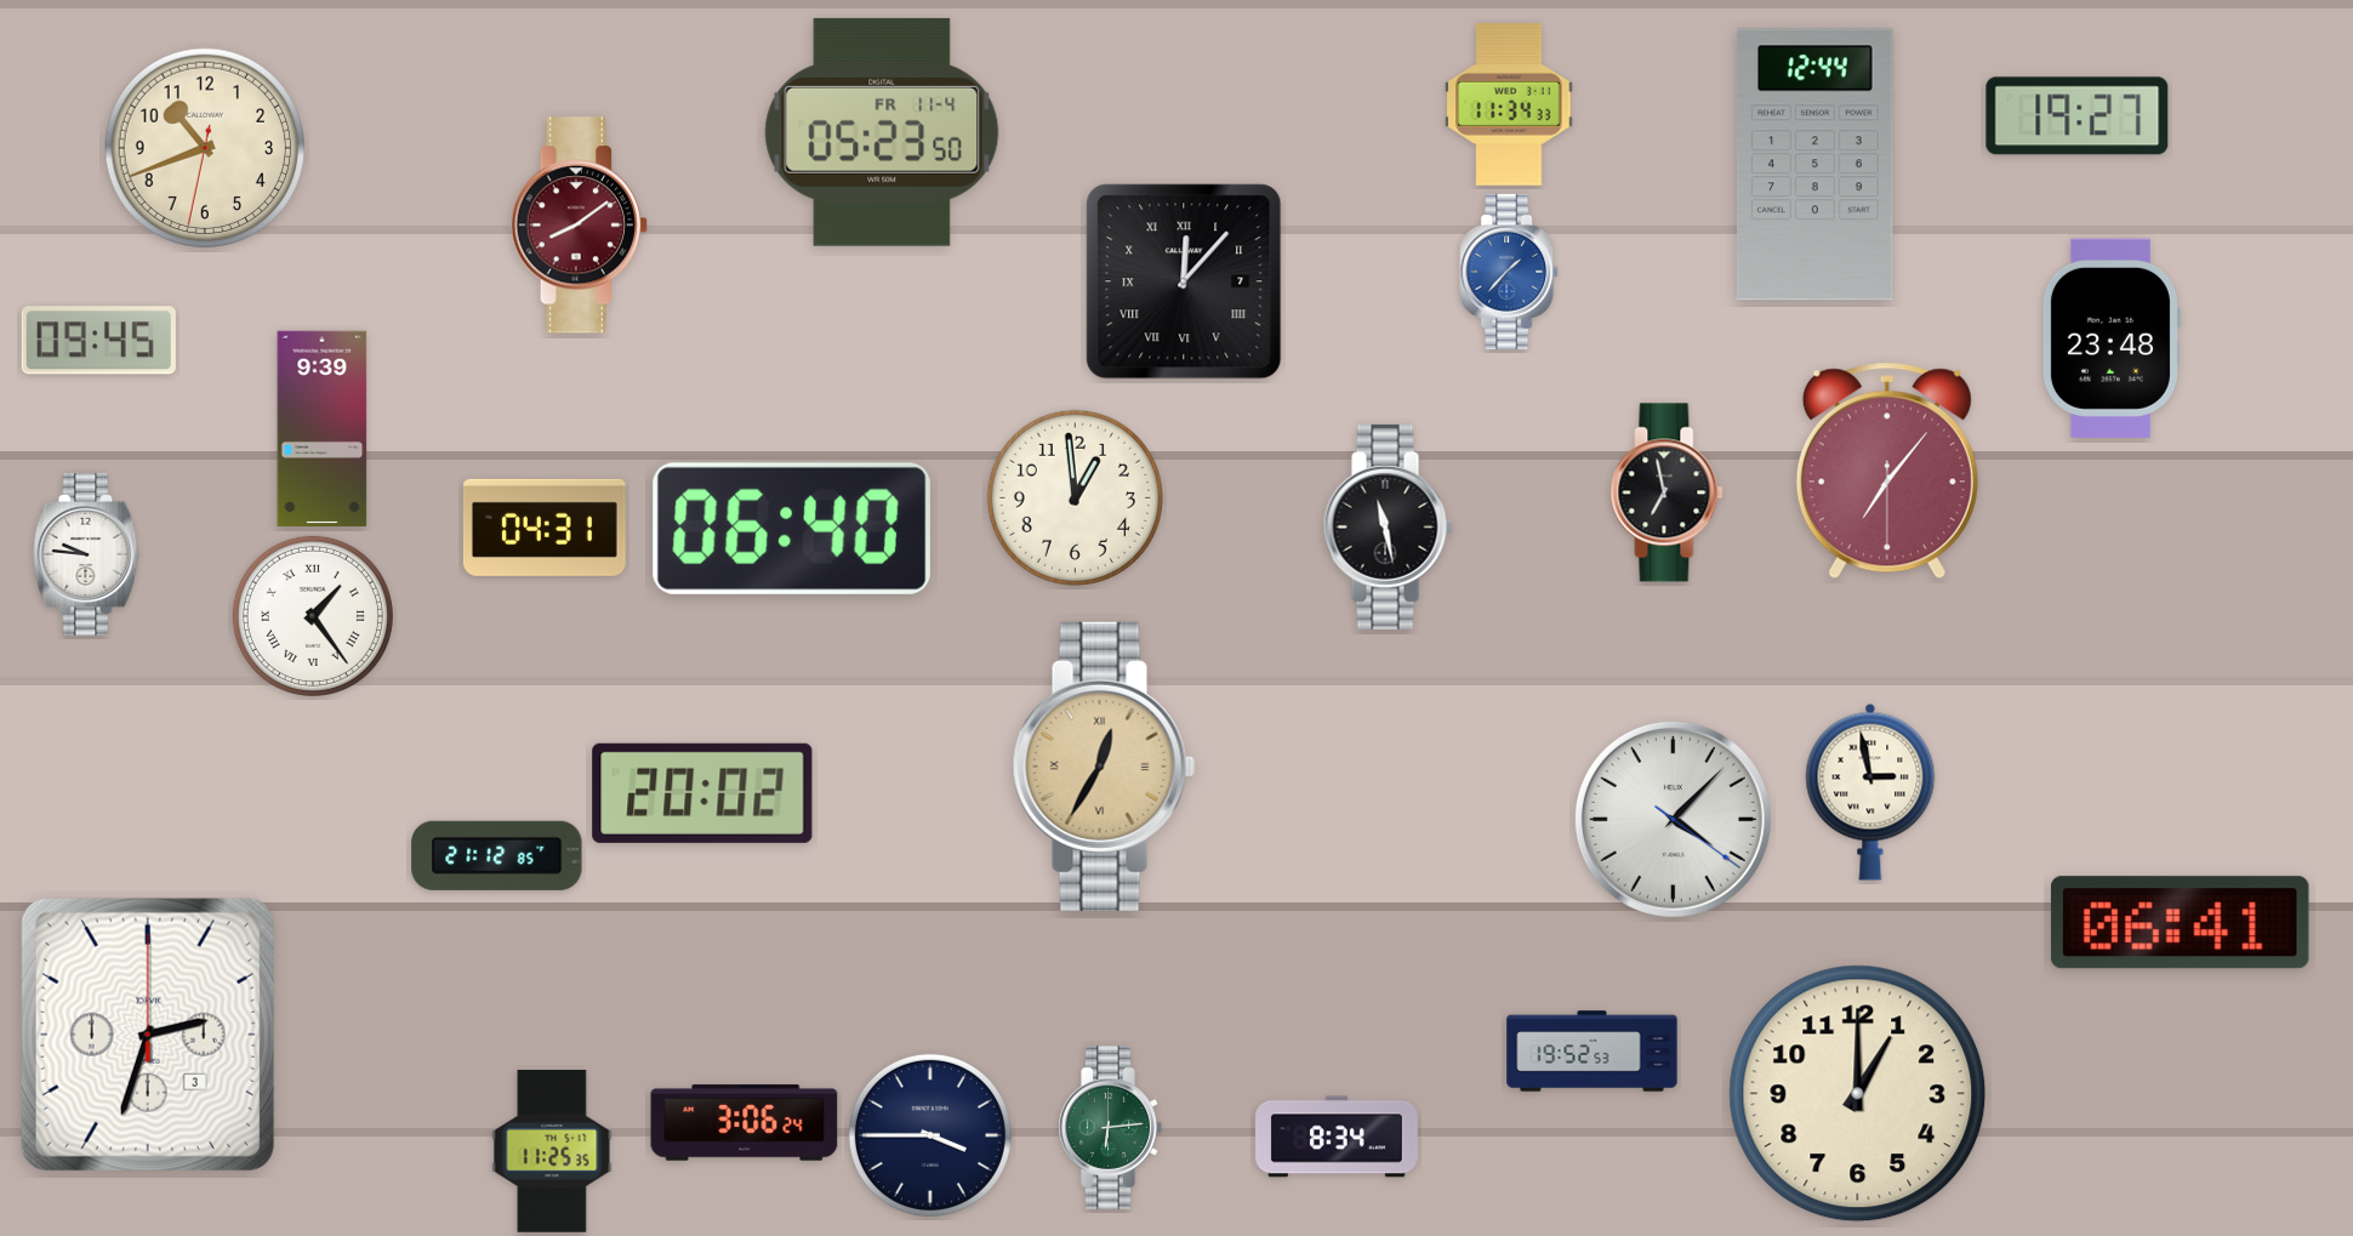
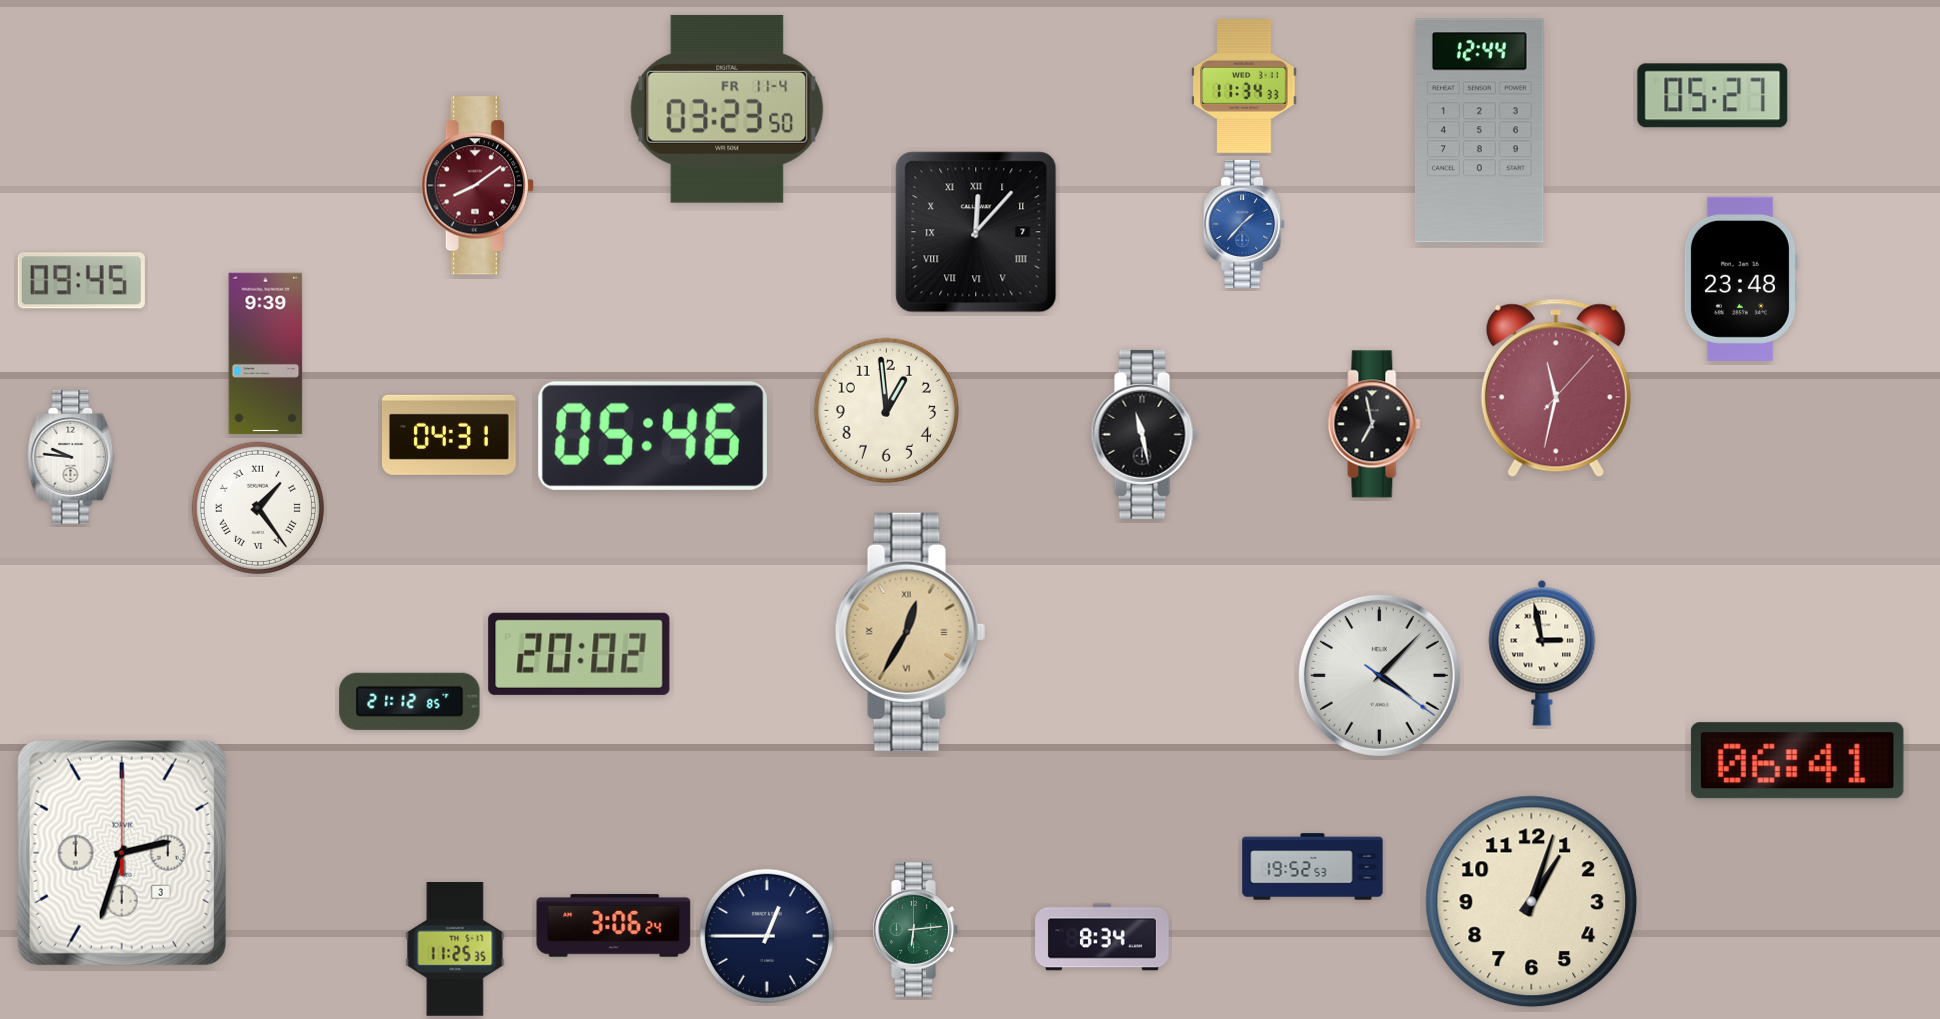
clock at (2078, 116): 19:27 -> 05:27
clock at (882, 132): 05:23 -> 03:23
clock at (204, 147): 10:41 -> none
clock at (1816, 165) position: (1816, 165) -> (1480, 131)
clock at (1887, 471): 7:06 -> 11:32
clock at (1667, 492) position: (1667, 492) -> (1374, 424)
clock at (792, 529): 06:40 -> 05:46
clock at (497, 855) position: (497, 855) -> (410, 701)
clock at (1858, 1094): 1:00 -> 1:03
clock at (930, 1135): 3:45 -> 12:45
